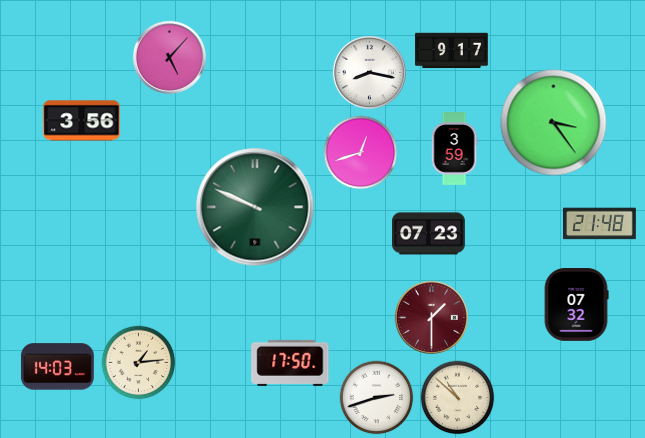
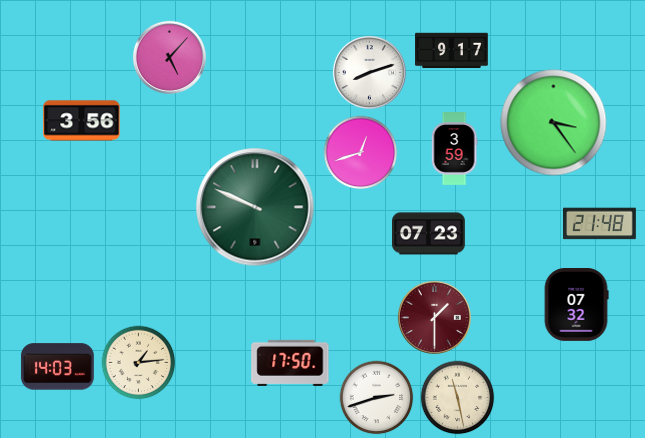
clock at (369, 72): 8:17 -> 8:12
clock at (431, 317) position: (431, 317) -> (434, 317)
clock at (458, 398): 10:52 -> 11:28
